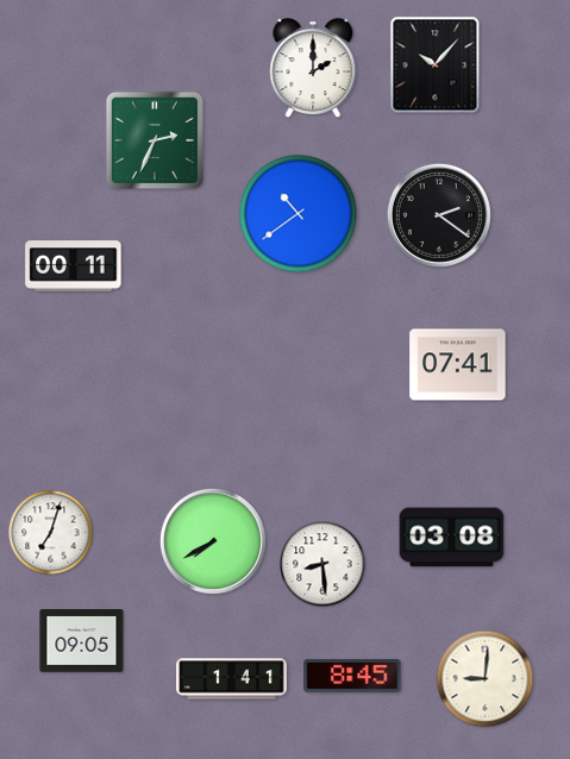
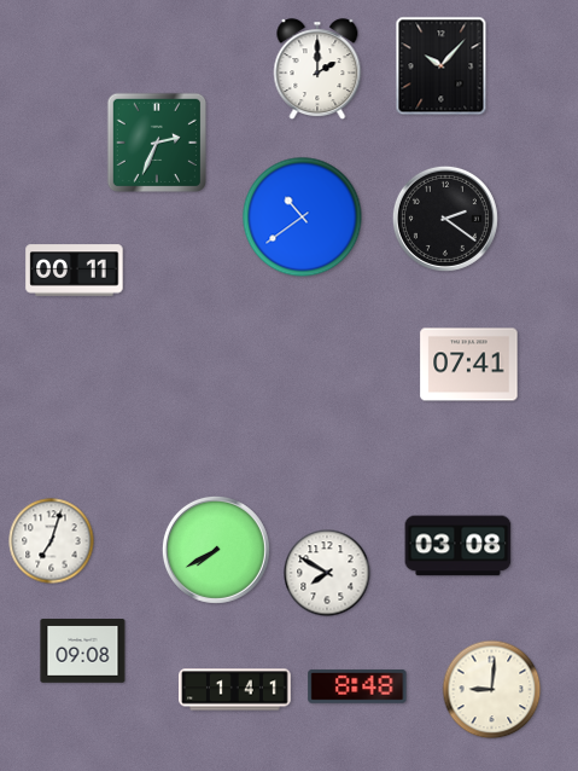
clock at (458, 365) position: (458, 365) -> (469, 365)
clock at (322, 564): 8:29 -> 7:50
clock at (82, 641): 09:05 -> 09:08
clock at (352, 677): 8:45 -> 8:48
